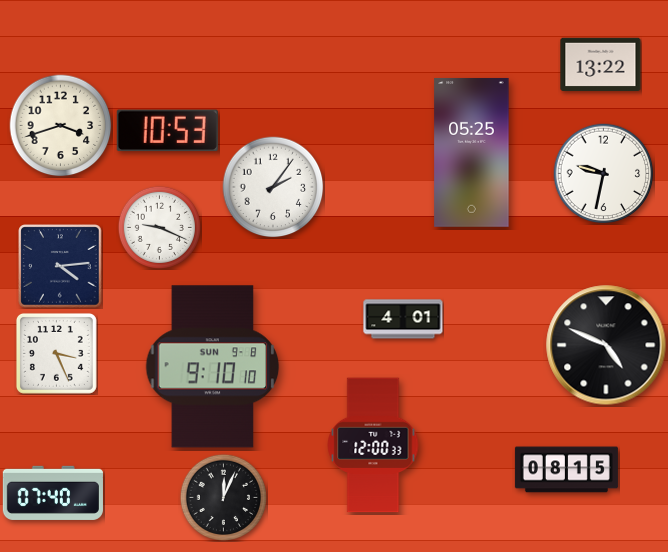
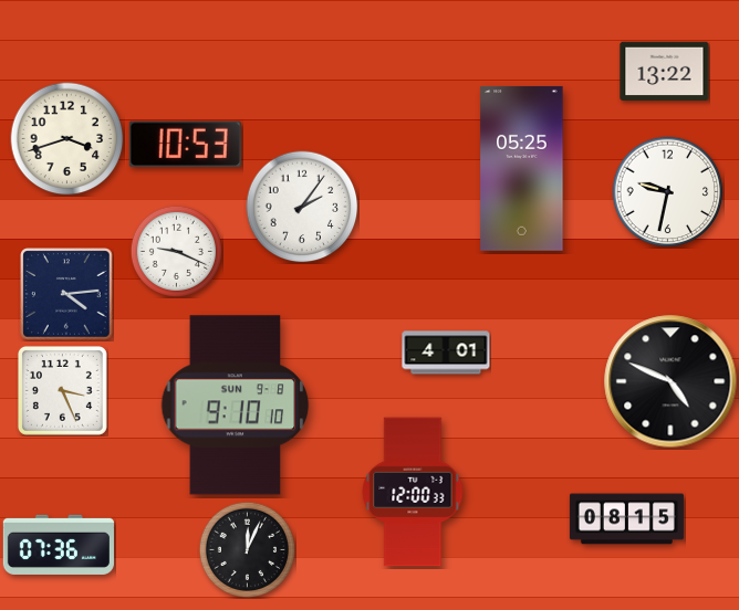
clock at (53, 493): 07:40 -> 07:36
